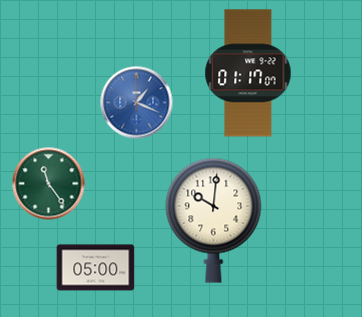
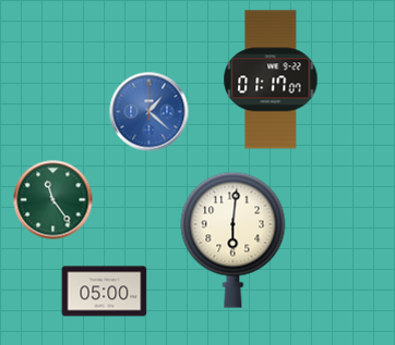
clock at (137, 103): 1:19 -> 1:22
clock at (214, 220): 10:01 -> 6:01
